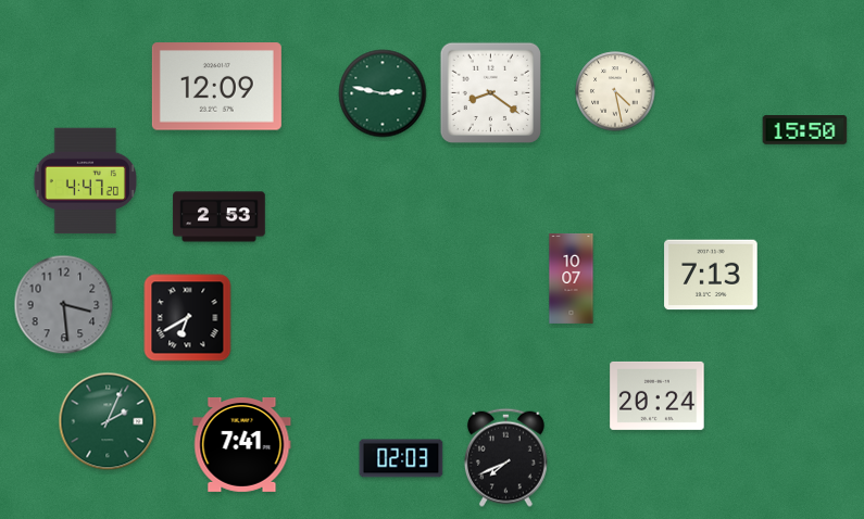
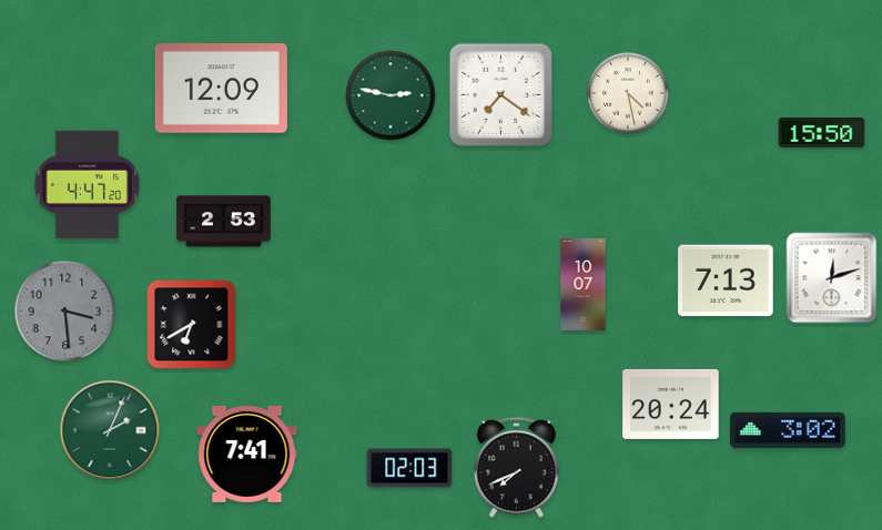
clock at (490, 92): 8:21 -> 7:21
clock at (832, 278): none -> 12:12
clock at (788, 430): none -> 3:02
